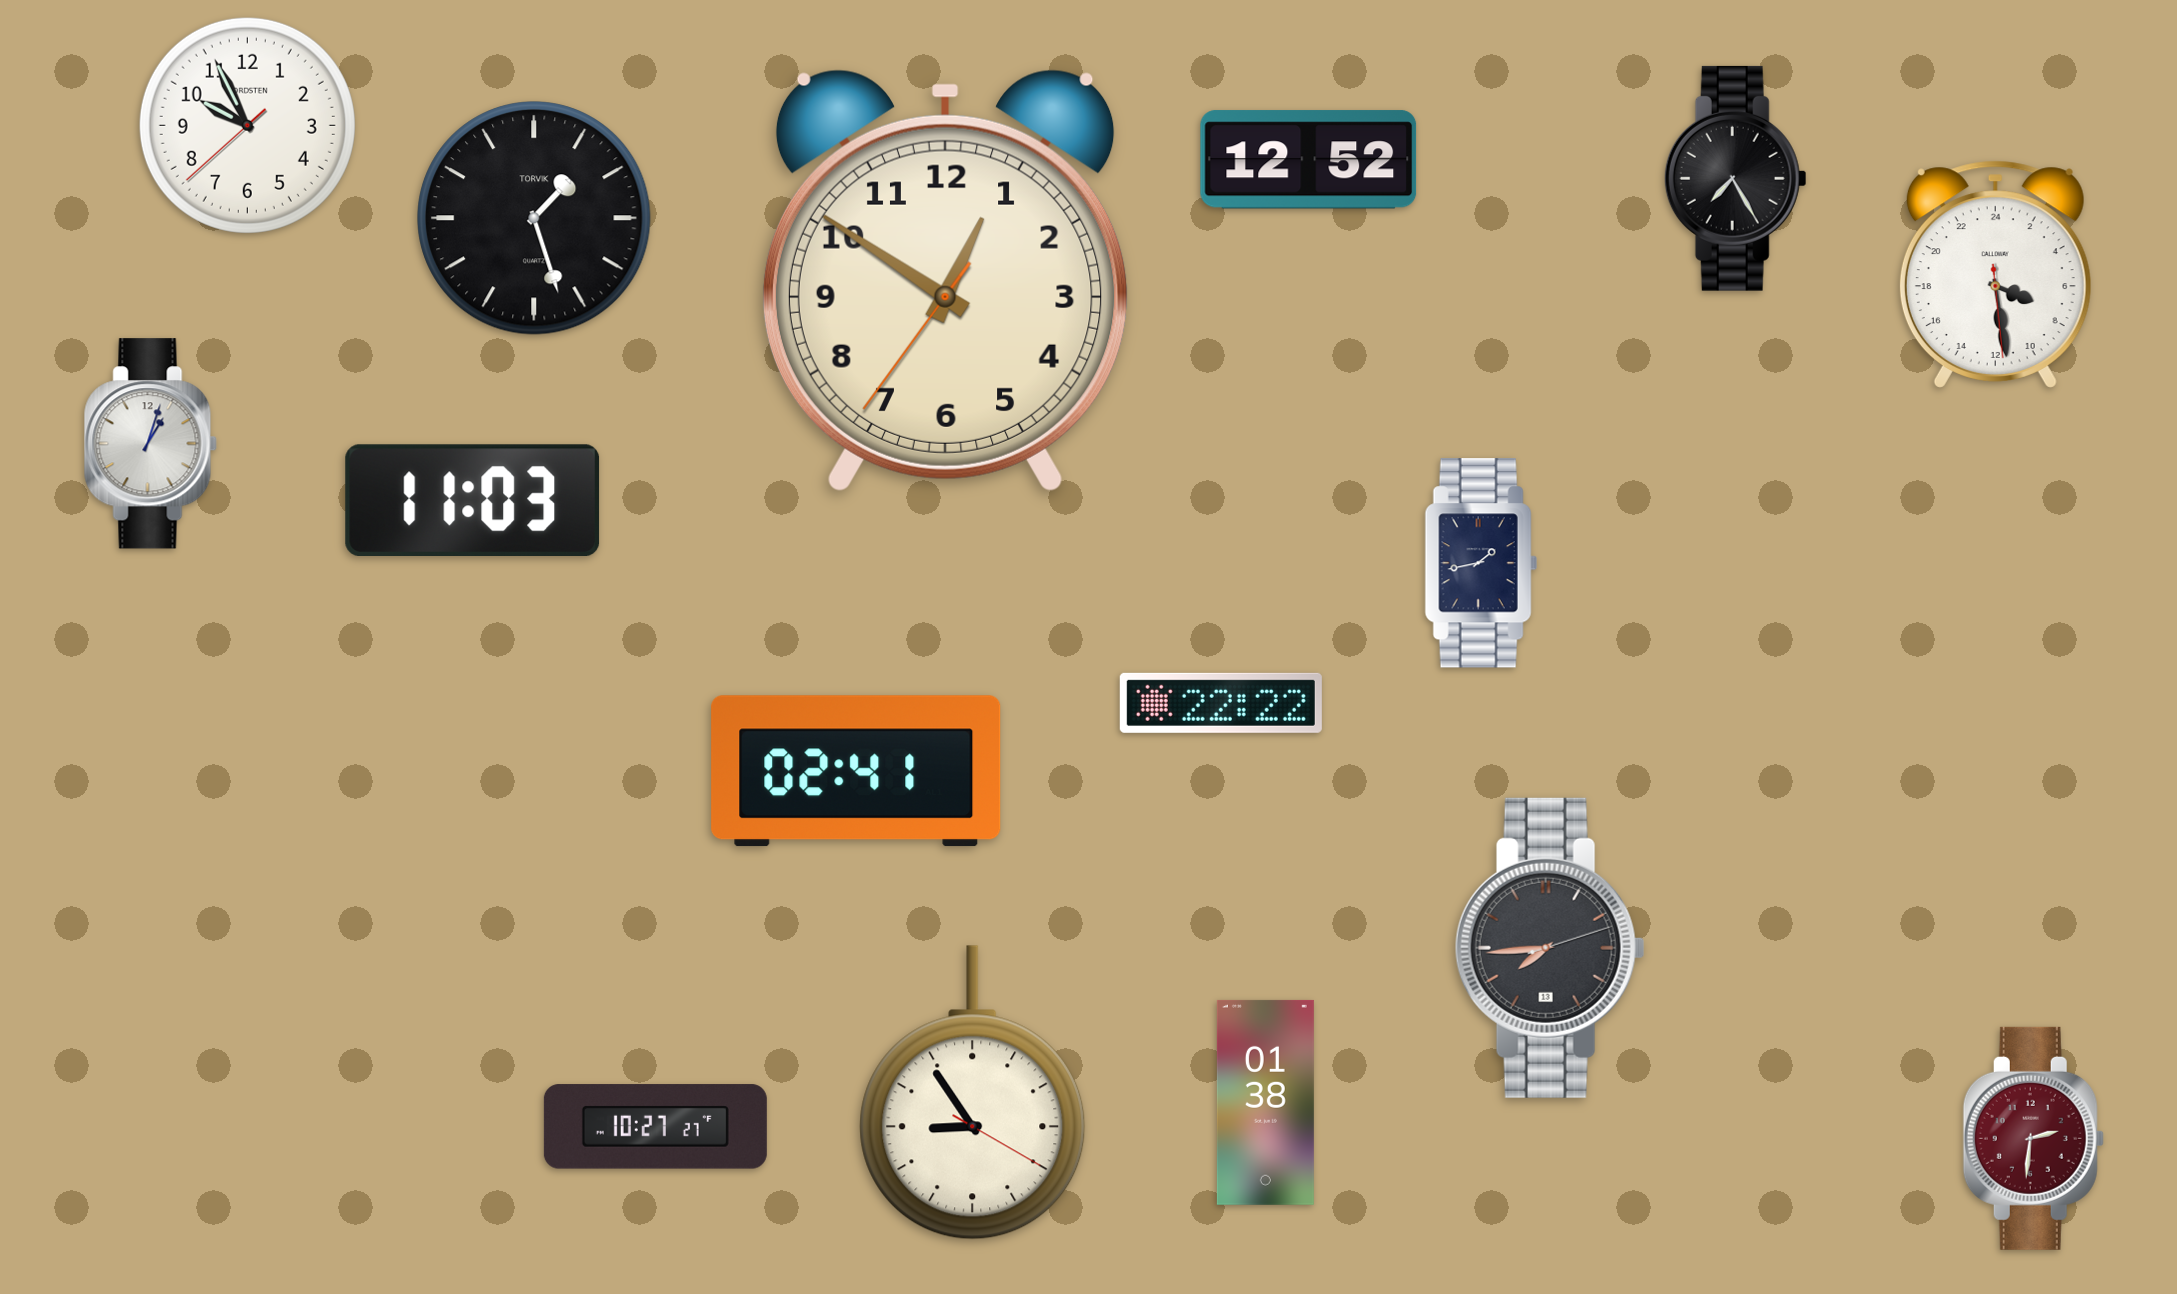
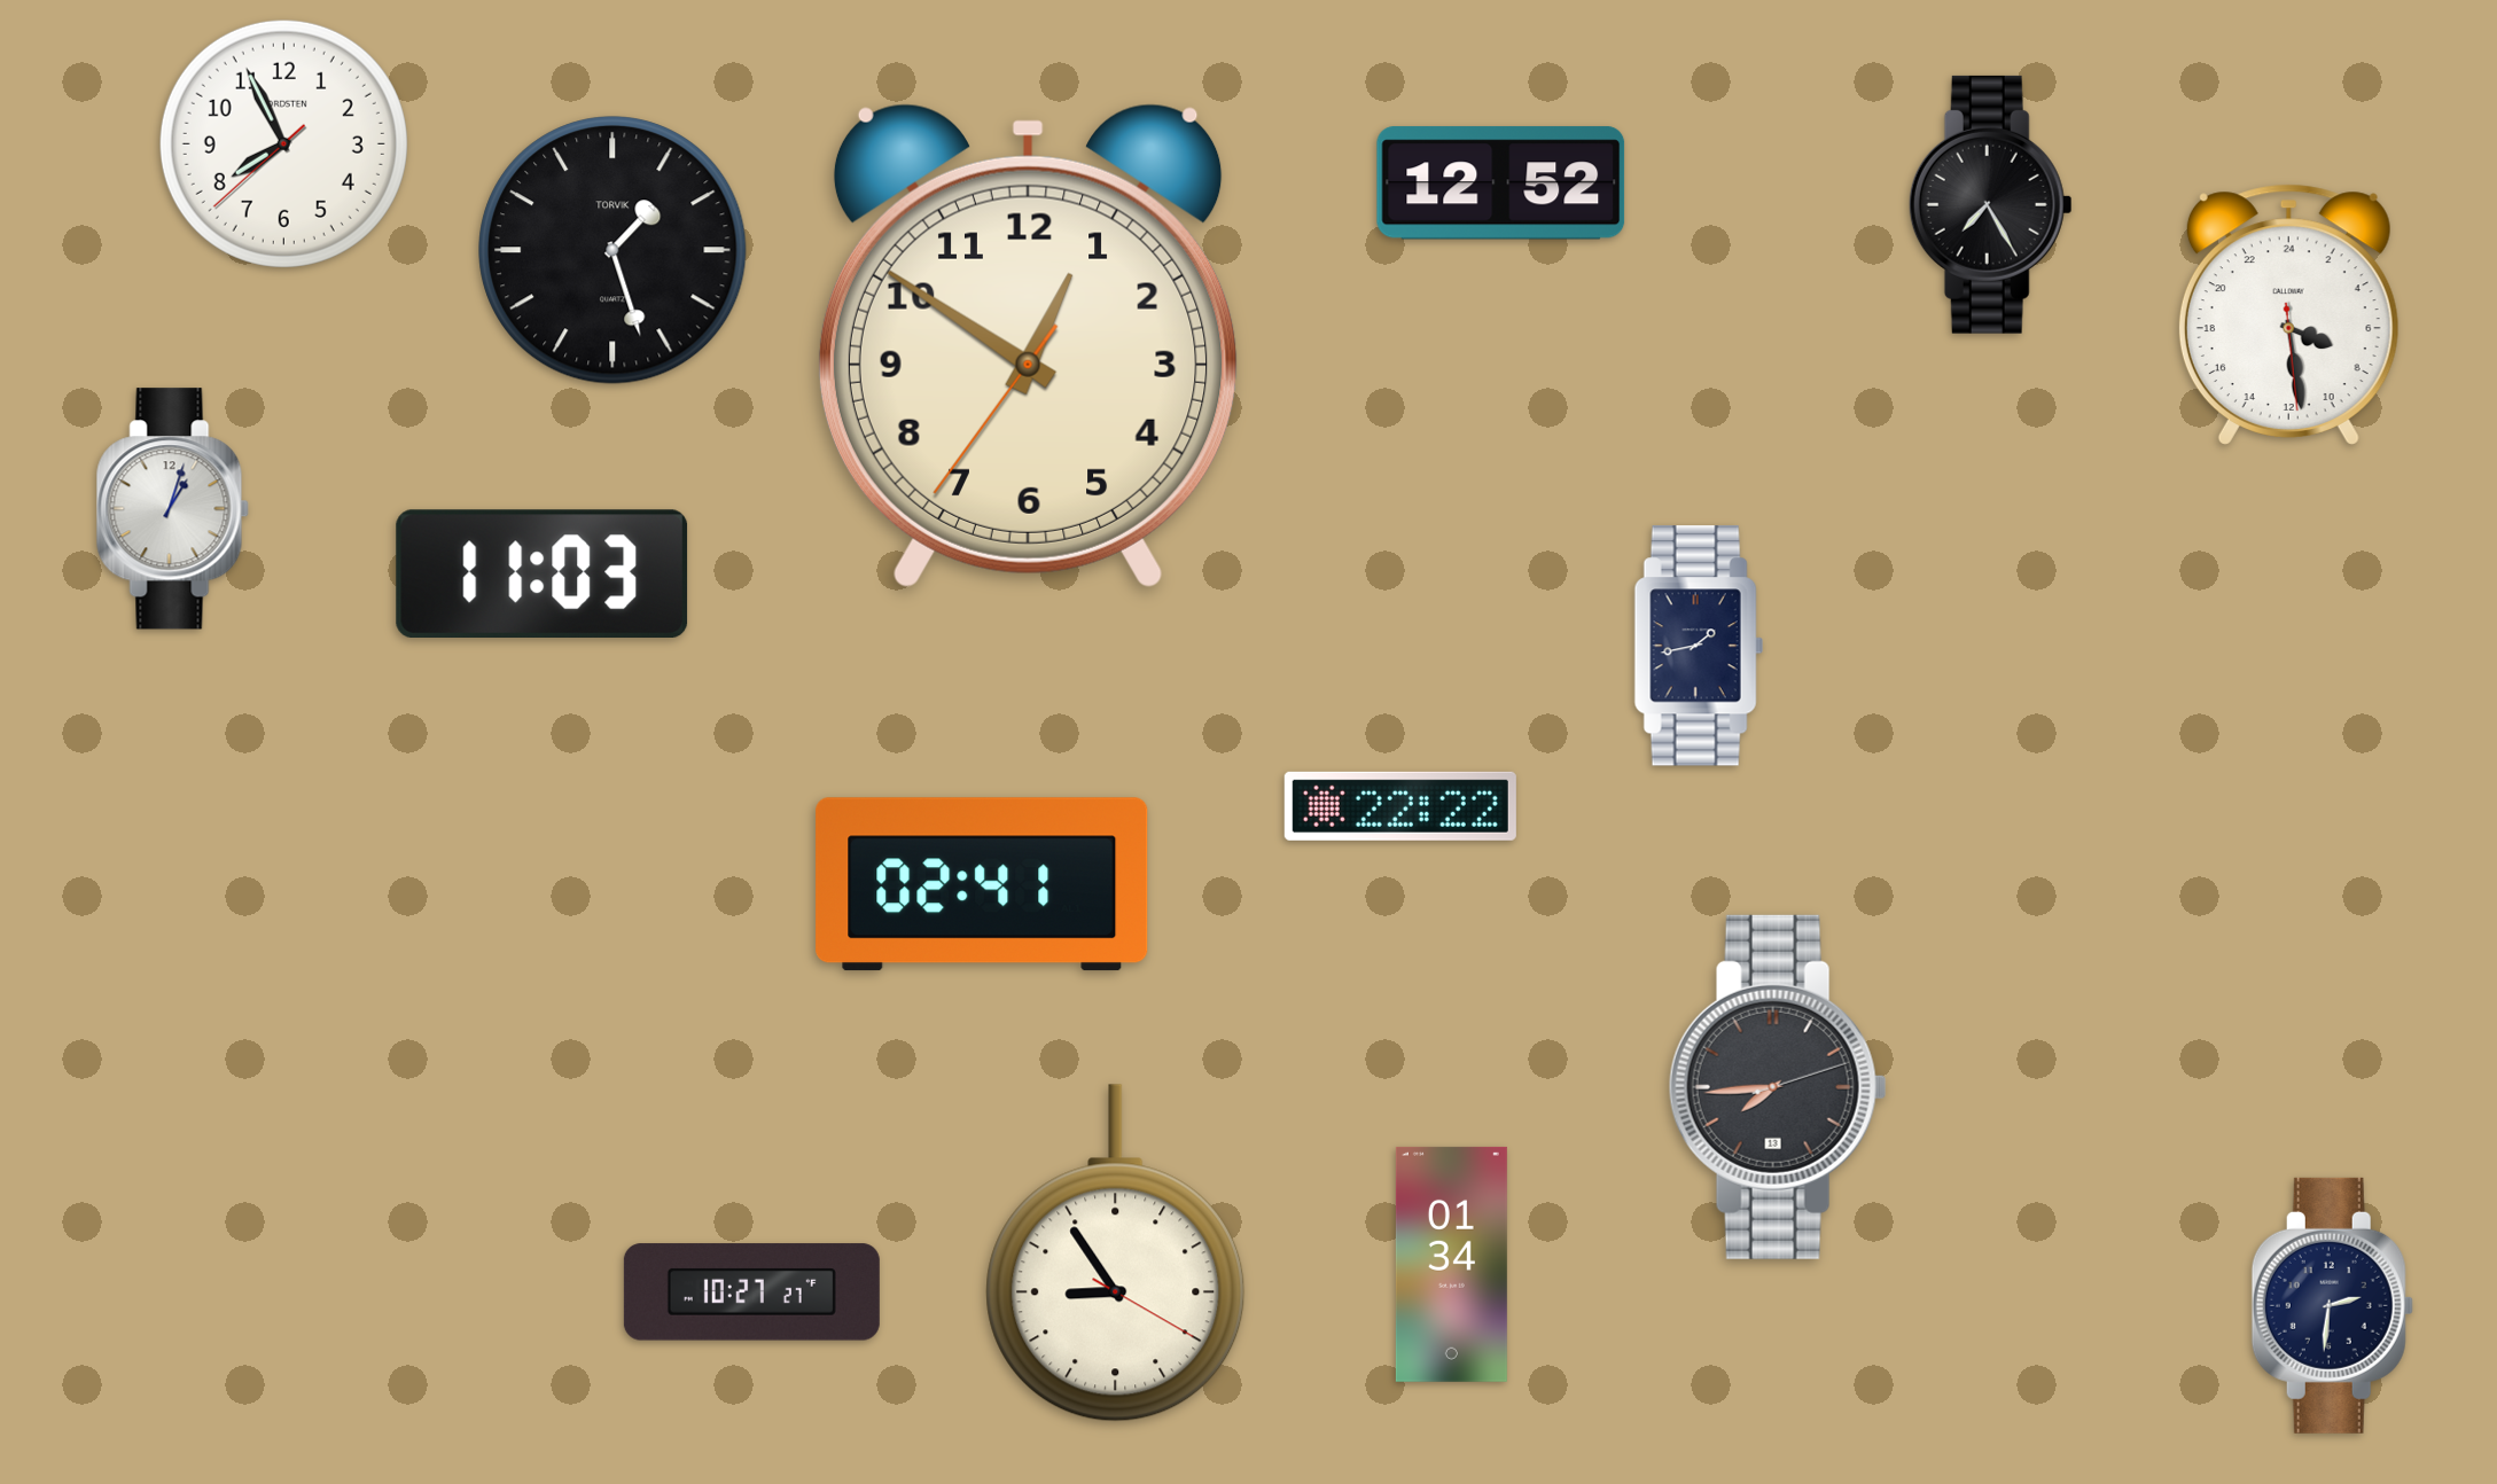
clock at (247, 125): 9:55 -> 7:55
clock at (945, 280) position: (945, 280) -> (1028, 345)
clock at (1265, 1102): 01:38 -> 01:34
clock at (2033, 1138) dial: burgundy -> navy
